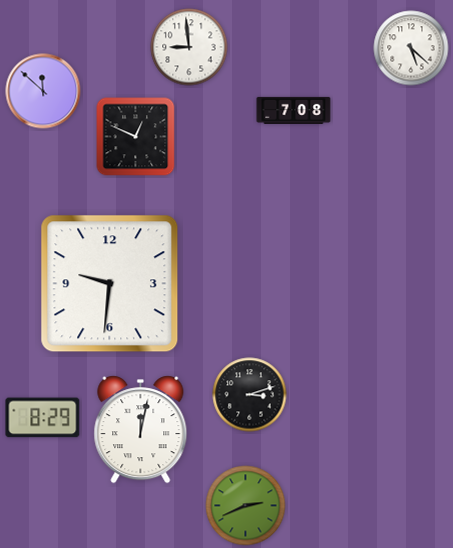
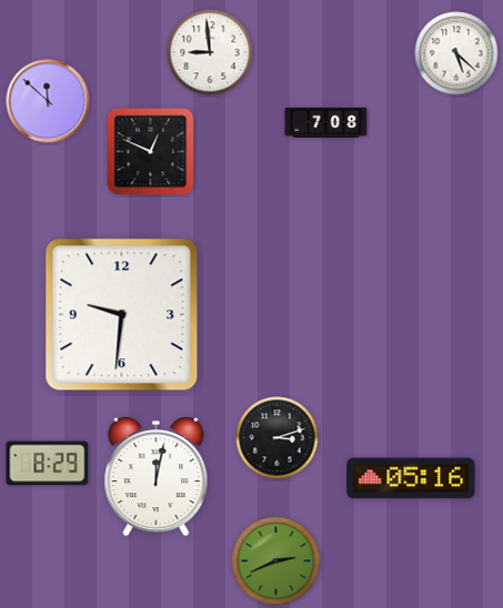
clock at (411, 478): none -> 05:16
clock at (246, 506) position: (246, 506) -> (276, 561)
